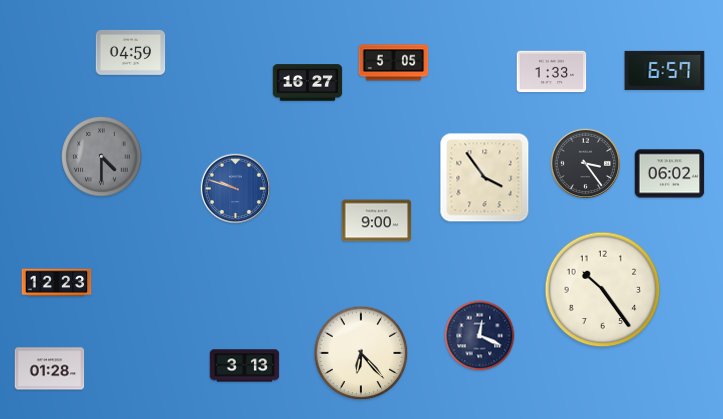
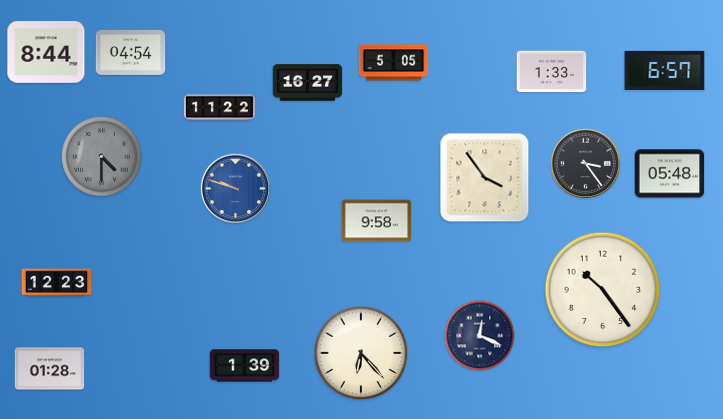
clock at (46, 52): none -> 8:44
clock at (131, 52): 04:59 -> 04:54
clock at (219, 108): none -> 11:22
clock at (670, 174): 06:02 -> 05:48
clock at (377, 221): 9:00 -> 9:58
clock at (245, 366): 3:13 -> 1:39
